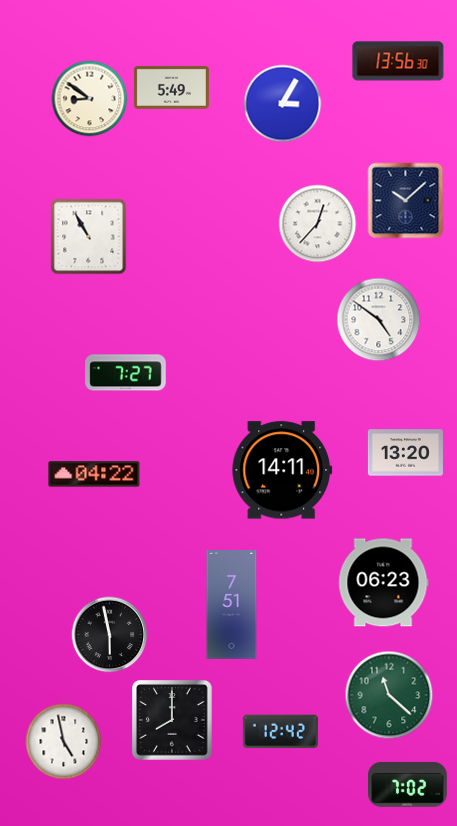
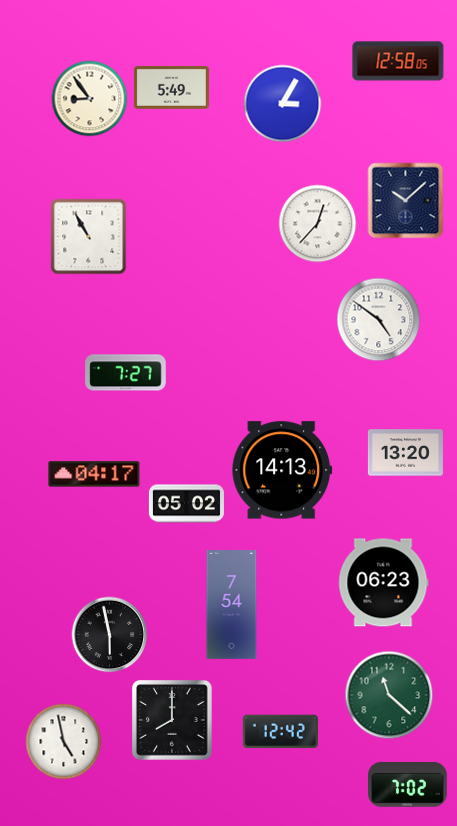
clock at (398, 61): 13:56 -> 12:58
clock at (90, 99): 8:51 -> 8:54
clock at (282, 470): 14:11 -> 14:13
clock at (94, 474): 04:22 -> 04:17
clock at (186, 504): none -> 05:02
clock at (232, 605): 7:51 -> 7:54
